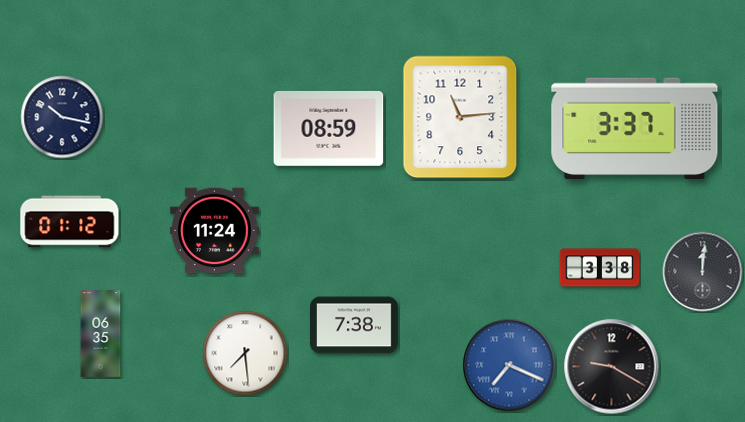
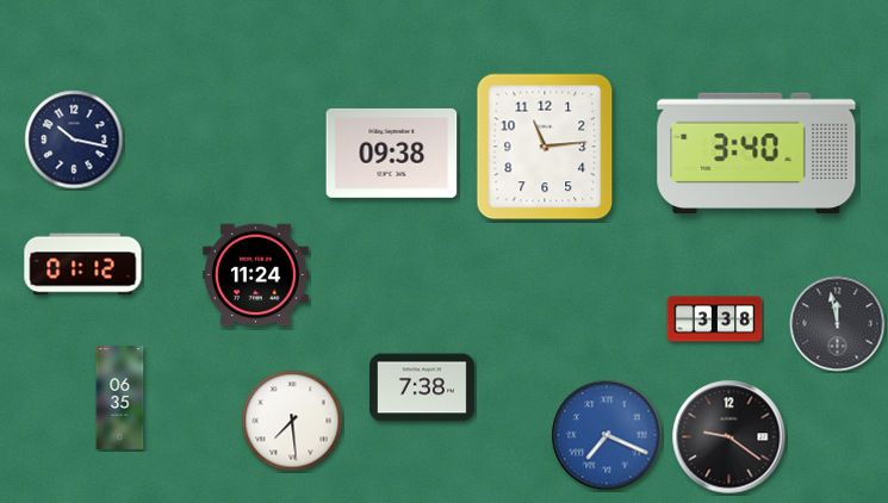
clock at (460, 117) position: (460, 117) -> (545, 147)
clock at (329, 128): 08:59 -> 09:38
clock at (635, 129): 3:37 -> 3:40
clock at (703, 272): 12:01 -> 11:58
clock at (612, 367): 9:20 -> 9:21
